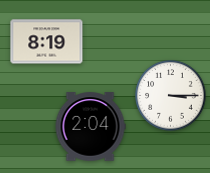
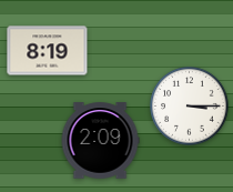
clock at (47, 42) position: (47, 42) -> (48, 51)
clock at (90, 127): 2:04 -> 2:09
